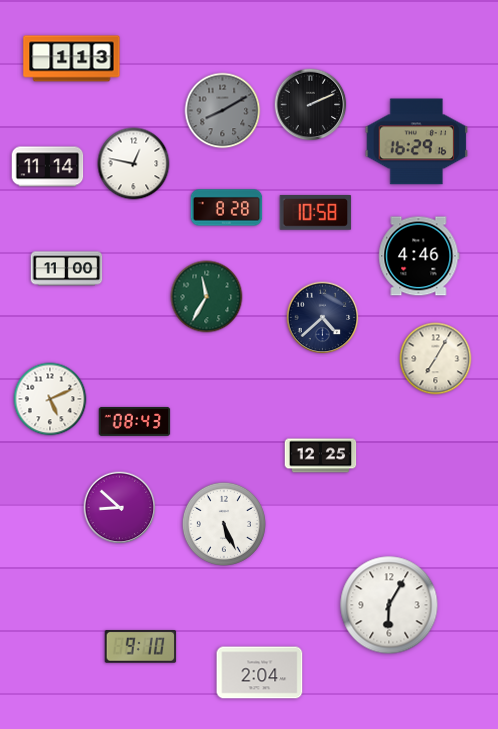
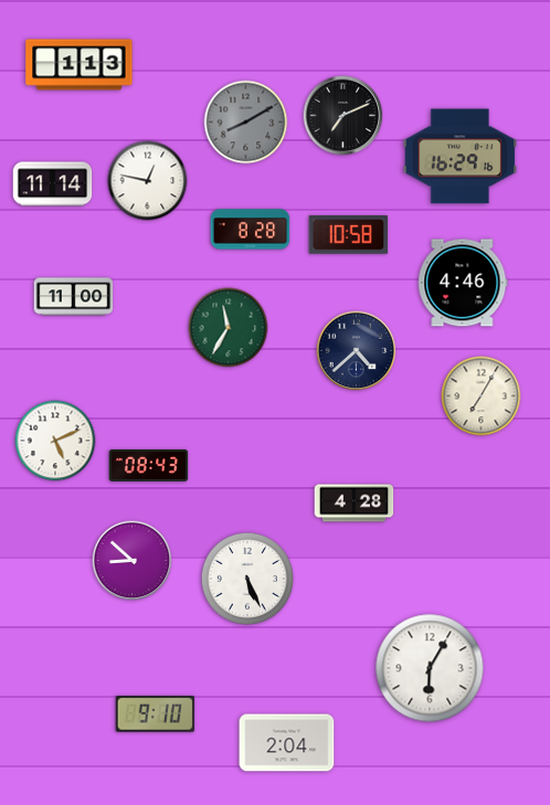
clock at (311, 105): 2:11 -> 7:11
clock at (321, 456): 12:25 -> 4:28
